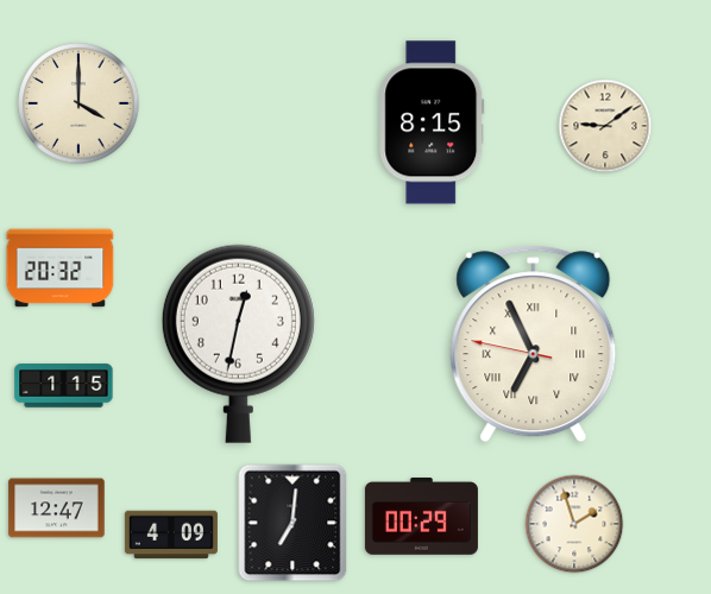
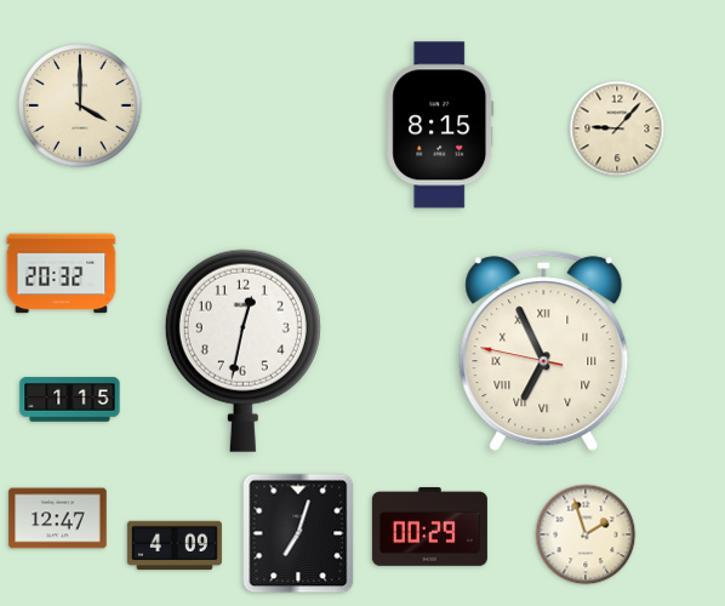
clock at (605, 126): 9:09 -> 9:07
clock at (64, 386) position: (64, 386) -> (70, 400)
clock at (292, 523): 7:01 -> 7:03
